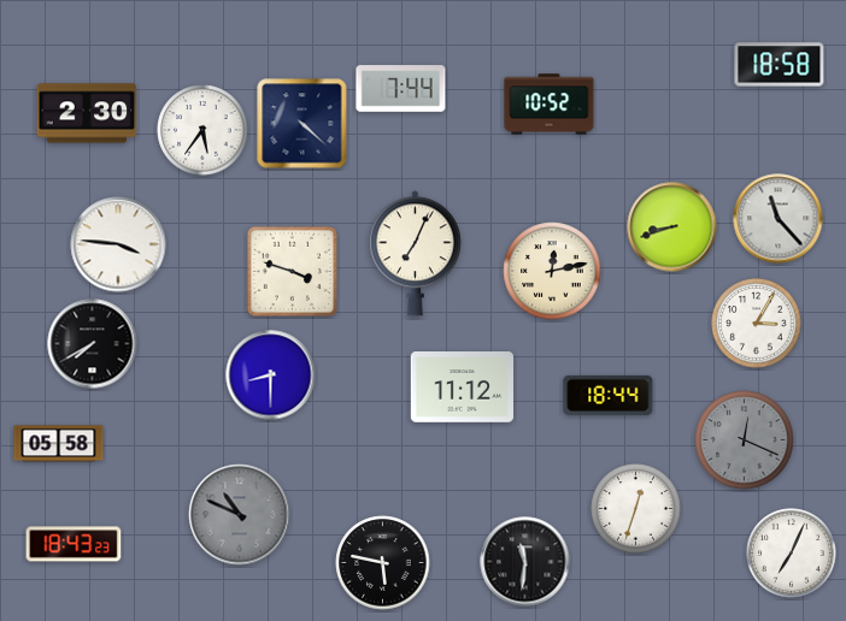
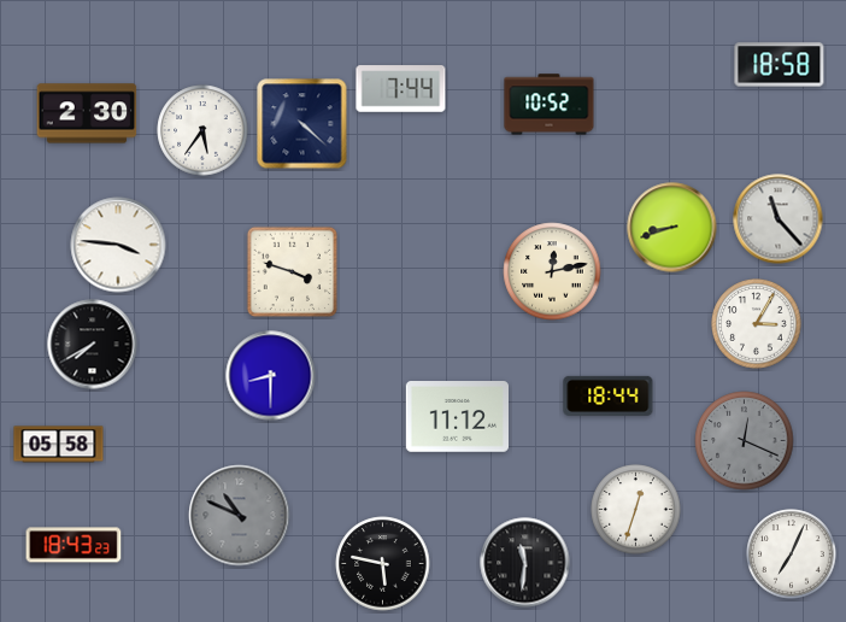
clock at (415, 254): 7:04 -> none
clock at (462, 388) position: (462, 388) -> (457, 417)
